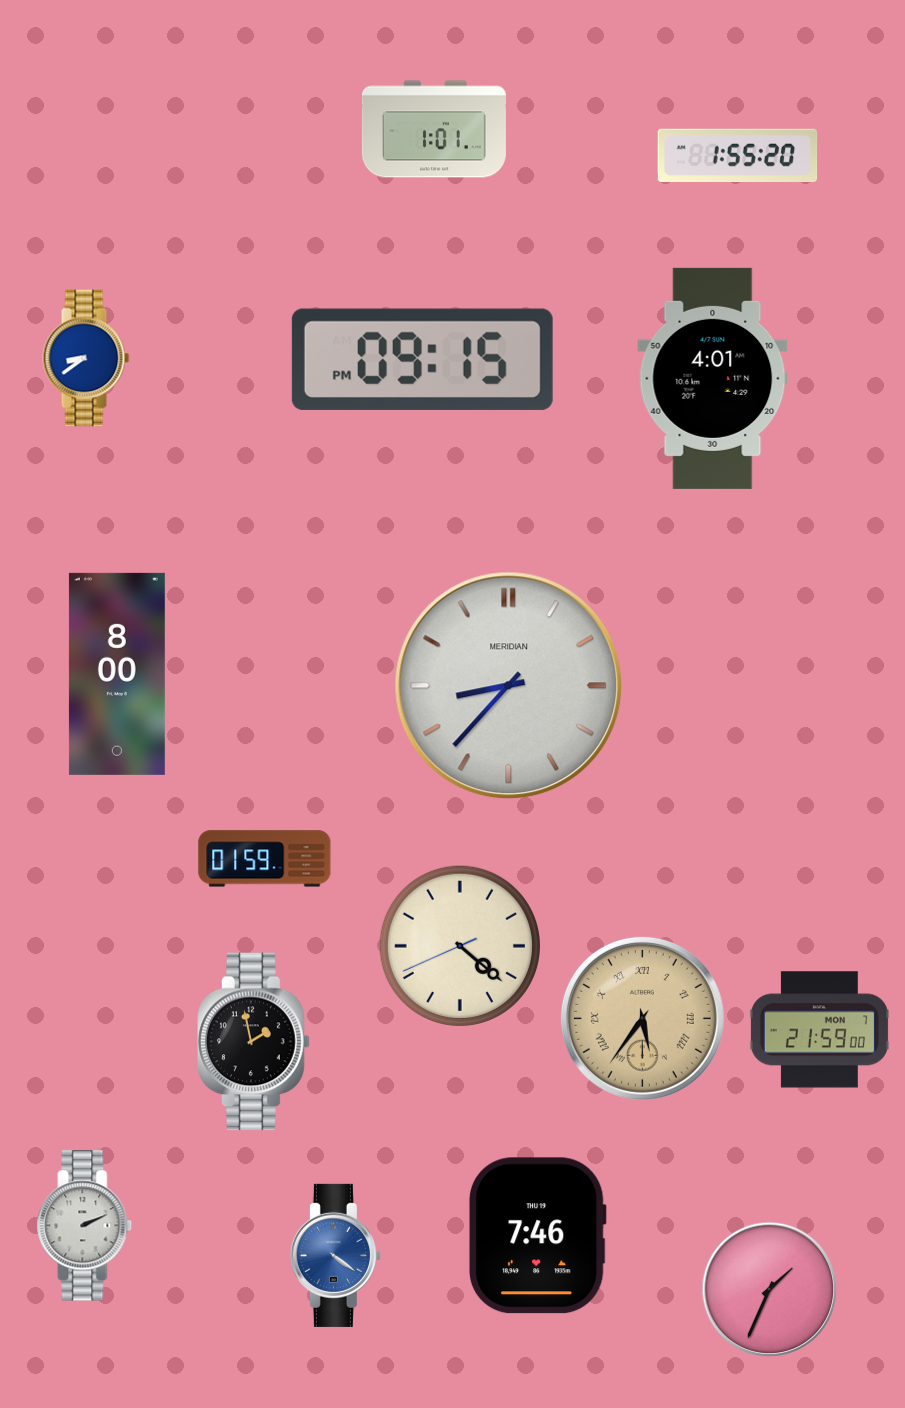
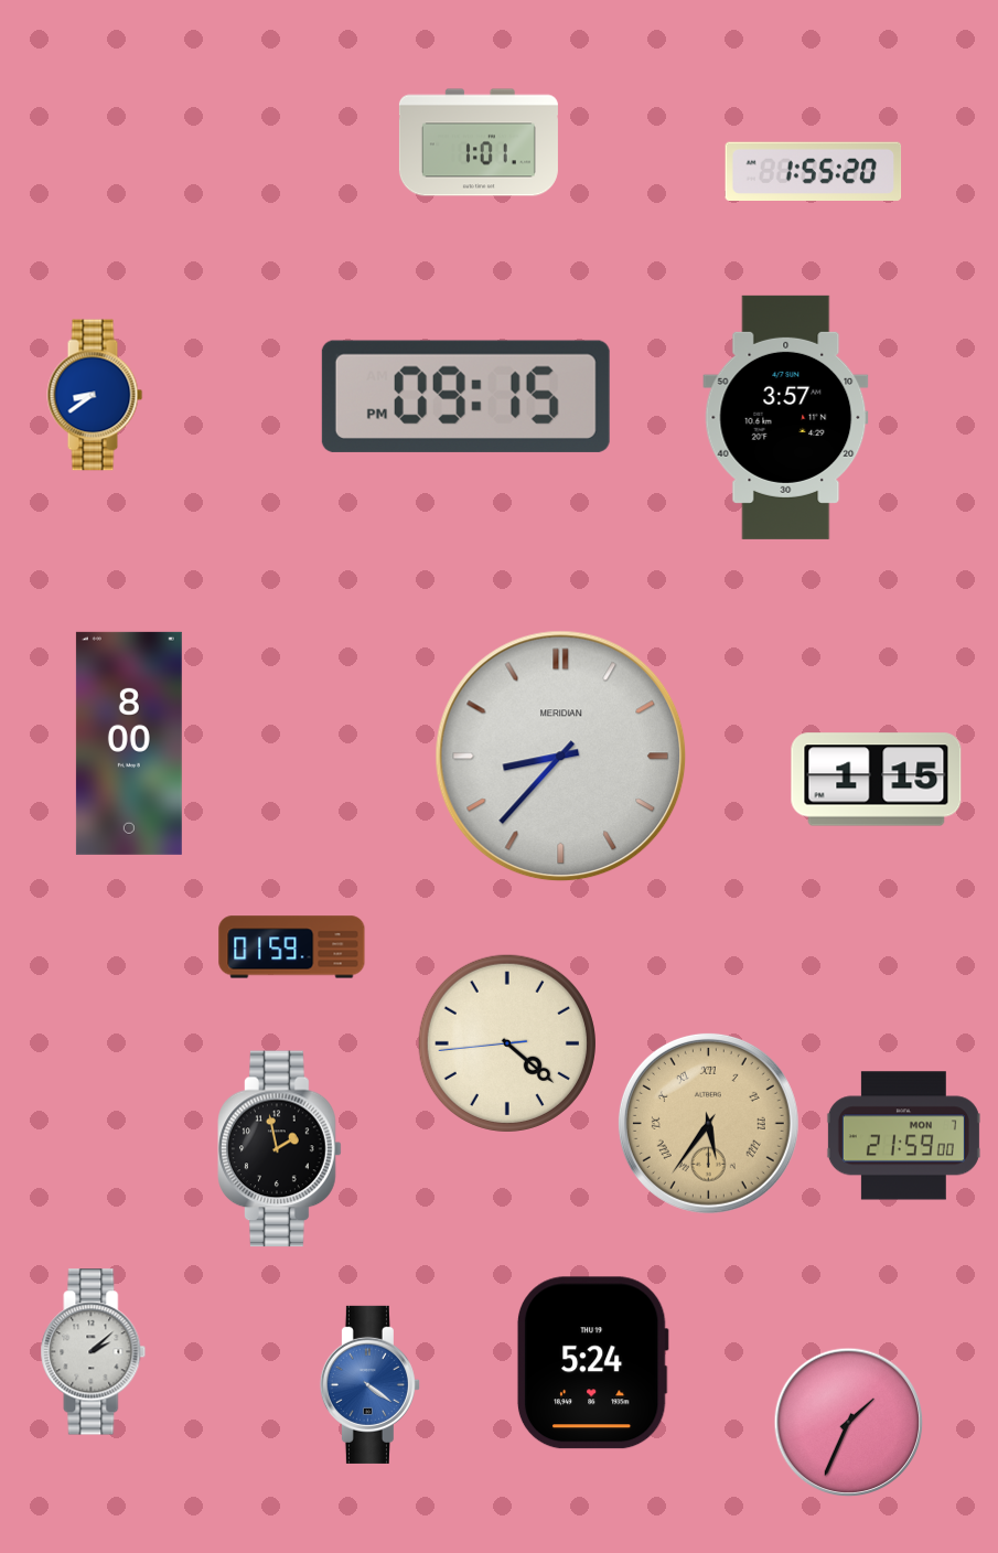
clock at (713, 378): 4:01 -> 3:57
clock at (877, 780): none -> 1:15
clock at (460, 946): 4:21:41 -> 4:21:44
clock at (85, 1226): 2:11 -> 2:08
clock at (537, 1236): 7:46 -> 5:24
